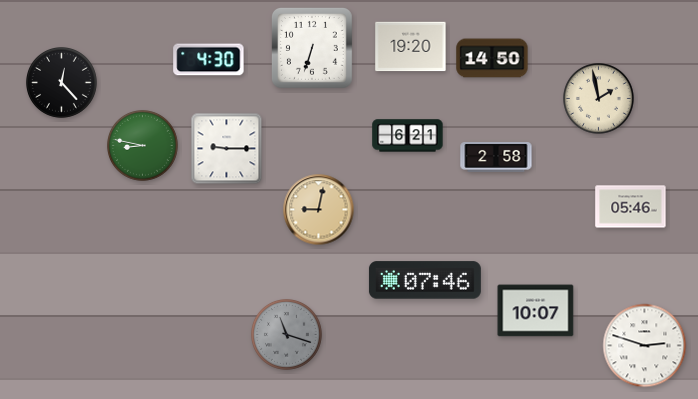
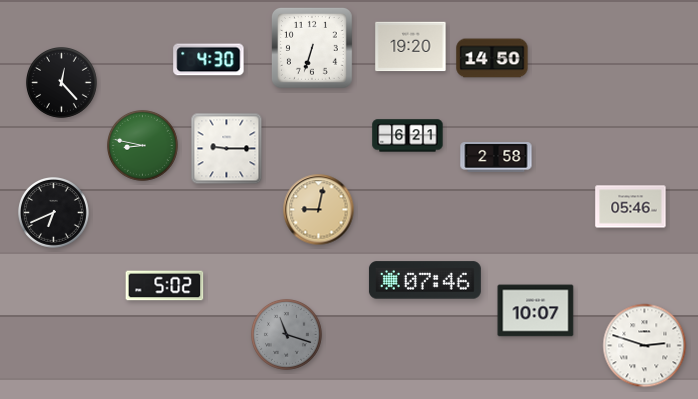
clock at (599, 99): 1:58 -> none
clock at (54, 213): none -> 6:41
clock at (165, 286): none -> 5:02
